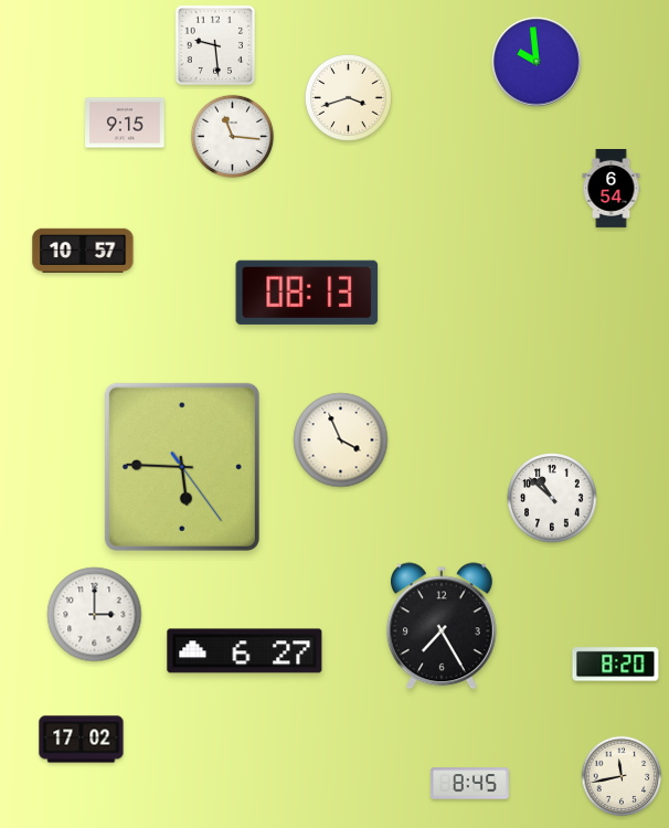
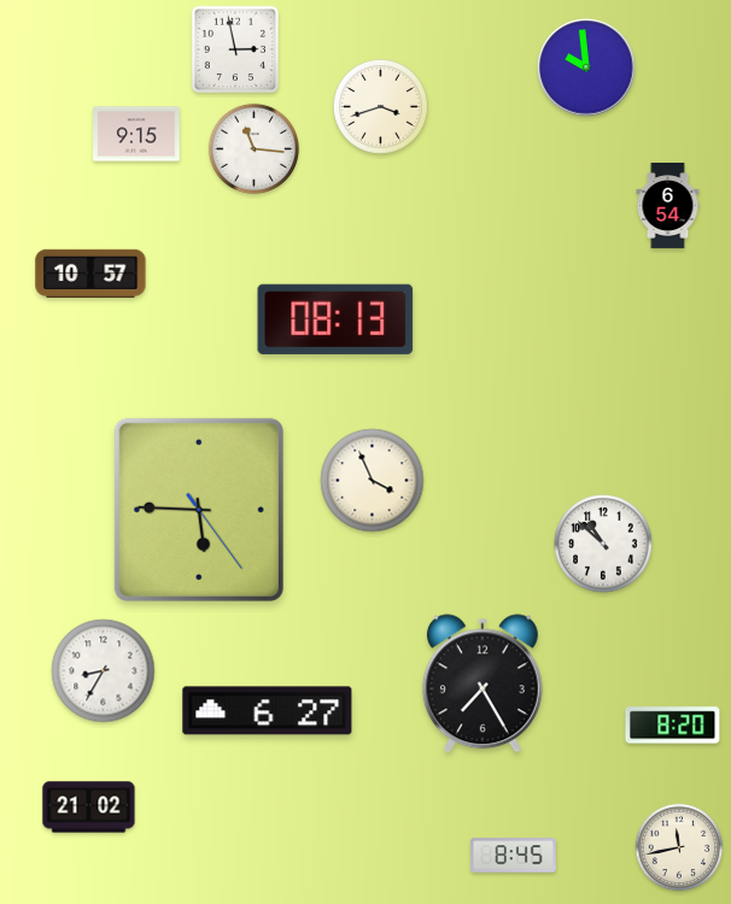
clock at (214, 44): 9:29 -> 2:58
clock at (95, 615): 3:00 -> 8:35
clock at (82, 740): 17:02 -> 21:02
